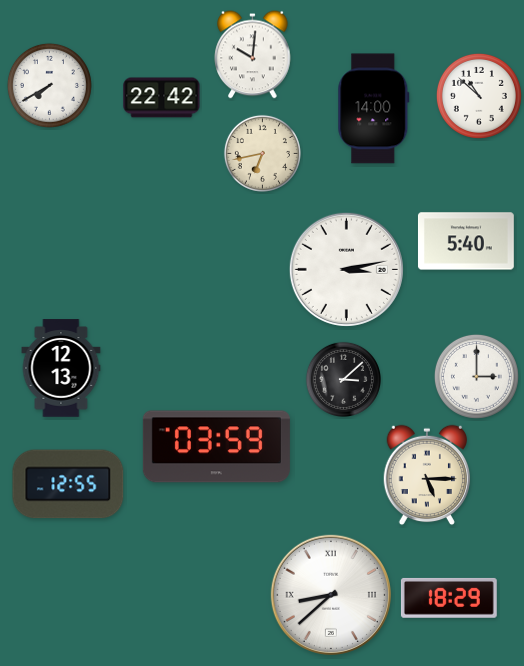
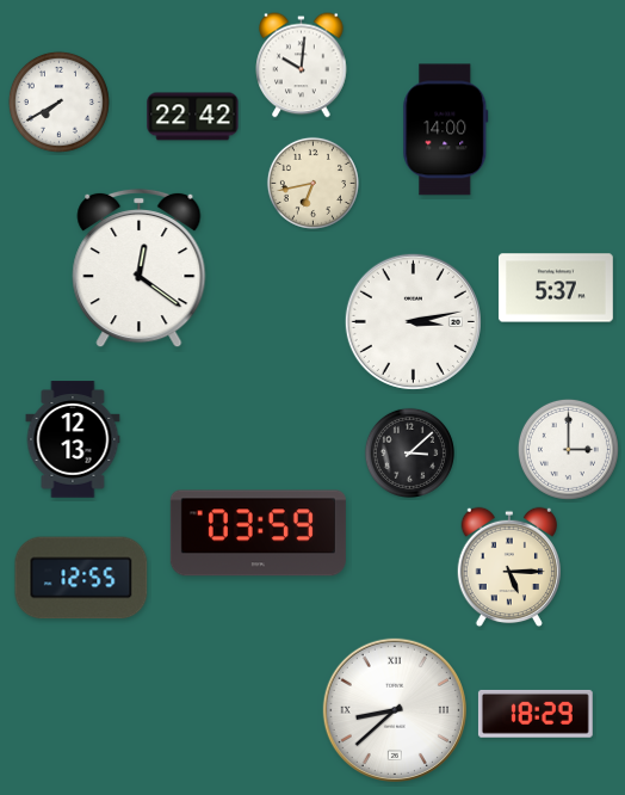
clock at (479, 96): 10:52 -> none
clock at (140, 269): none -> 12:21
clock at (466, 241): 5:40 -> 5:37
